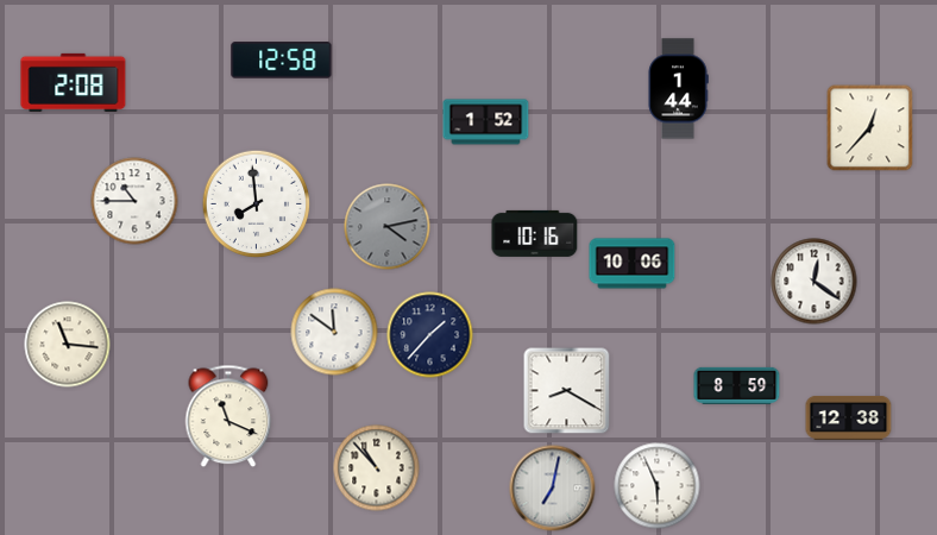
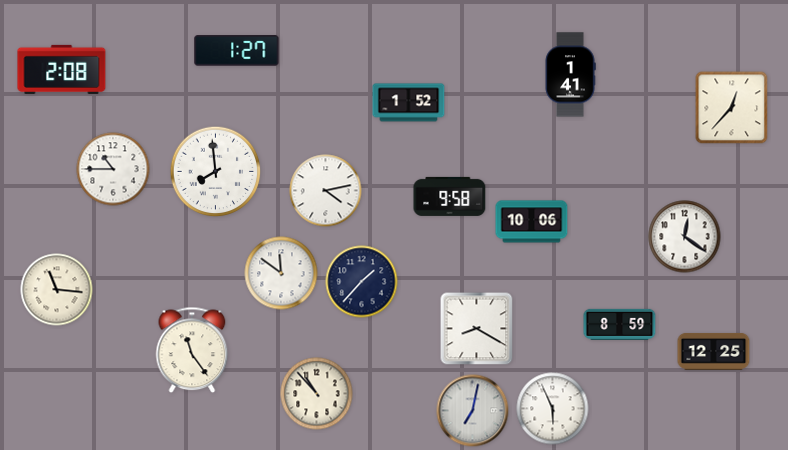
clock at (282, 61): 12:58 -> 1:27
clock at (678, 89): 1:44 -> 1:41
clock at (388, 227) dial: grey -> white
clock at (535, 233): 10:16 -> 9:58
clock at (334, 332) position: (334, 332) -> (281, 273)
clock at (228, 416): 11:19 -> 11:24
clock at (849, 417): 12:38 -> 12:25
clock at (553, 489) position: (553, 489) -> (473, 411)
